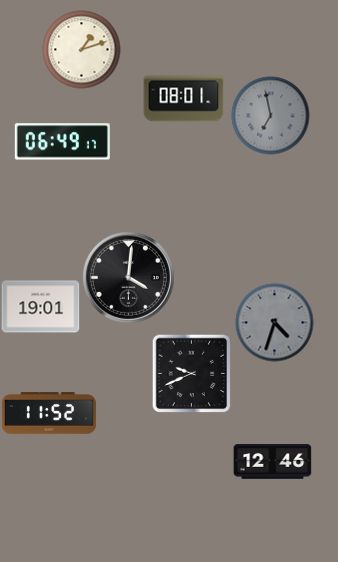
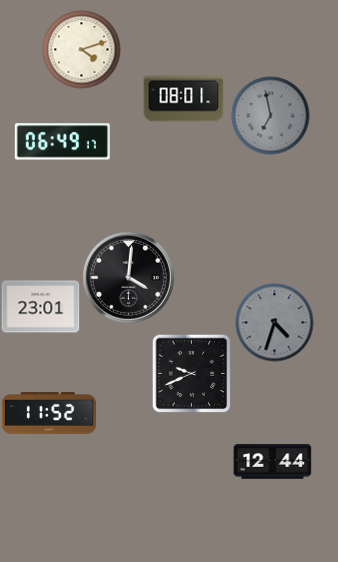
clock at (81, 49): 1:12 -> 4:12
clock at (40, 307): 19:01 -> 23:01
clock at (272, 462): 12:46 -> 12:44
